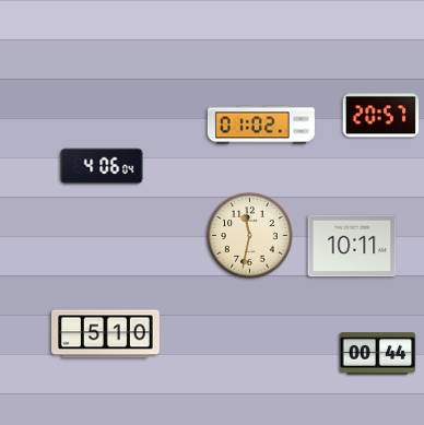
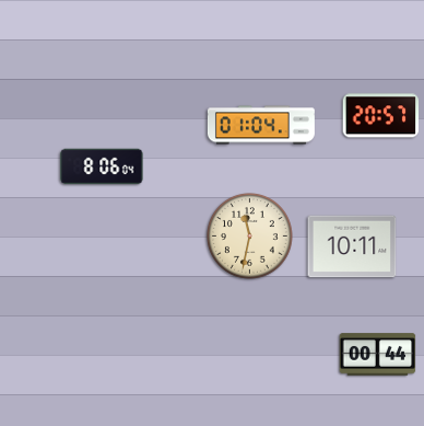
clock at (261, 125): 01:02 -> 01:04
clock at (102, 166): 4:06 -> 8:06
clock at (106, 334): 5:10 -> none
